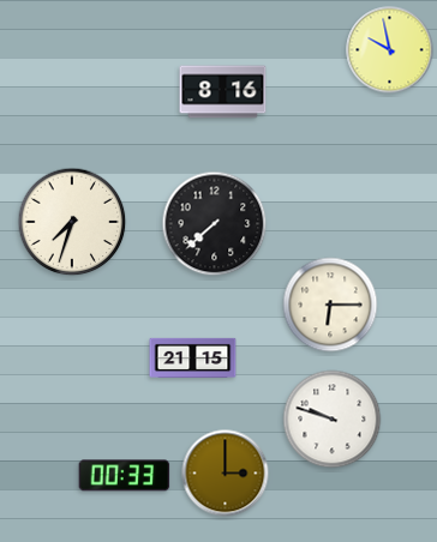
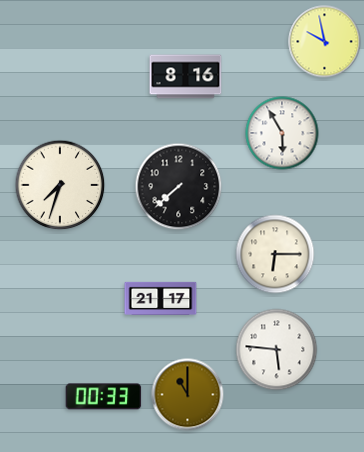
clock at (282, 133): none -> 5:55
clock at (193, 357): 21:15 -> 21:17
clock at (333, 420): 9:48 -> 5:46
clock at (226, 474): 3:00 -> 11:00
